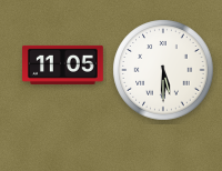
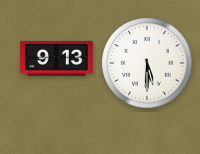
clock at (63, 64): 11:05 -> 9:13
